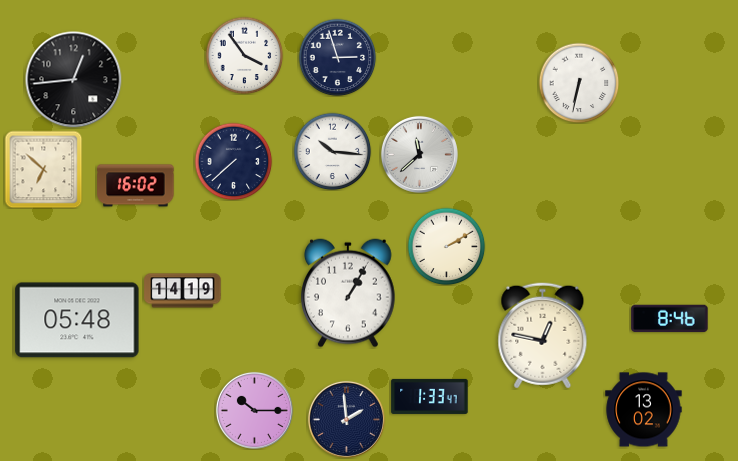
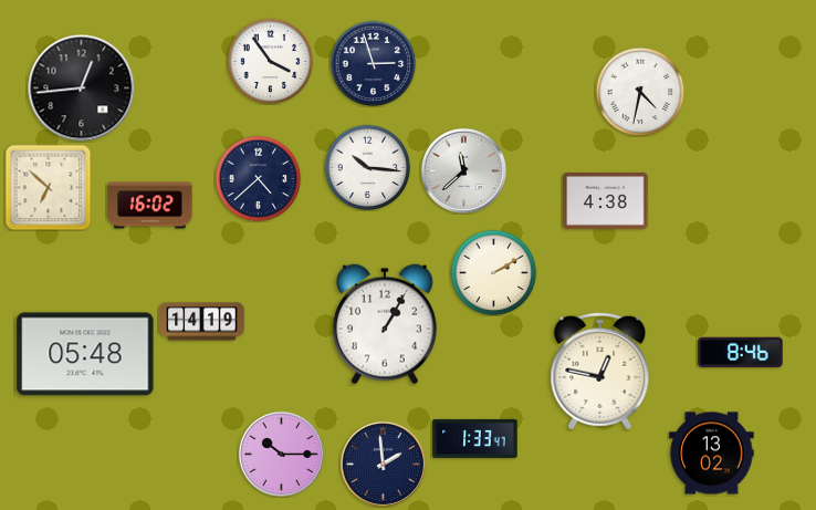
clock at (579, 83): 6:32 -> 4:32
clock at (233, 161): 7:38 -> 4:38
clock at (606, 200): none -> 4:38
